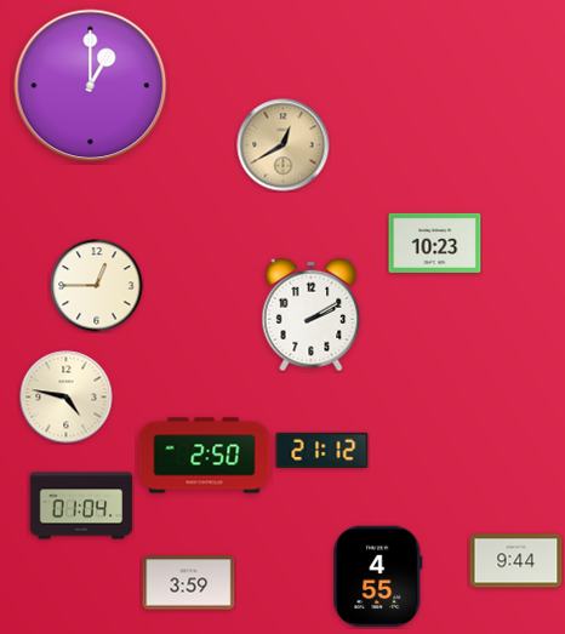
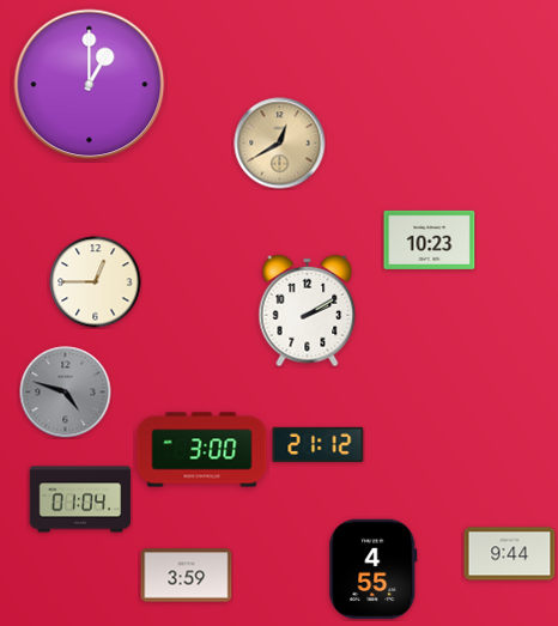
clock at (67, 398): 4:47 -> 4:48
clock at (67, 398) dial: cream -> grey
clock at (205, 456): 2:50 -> 3:00
